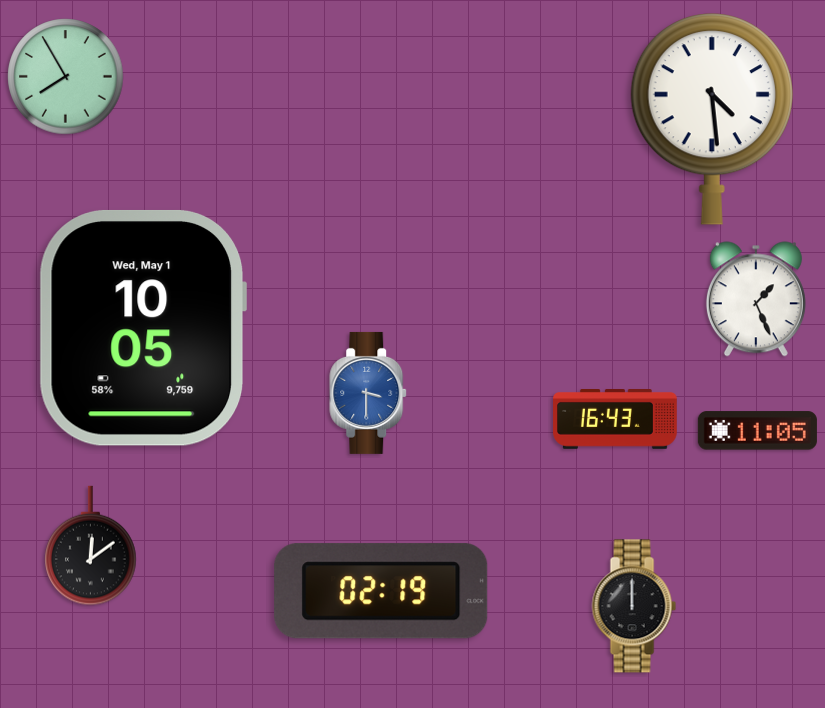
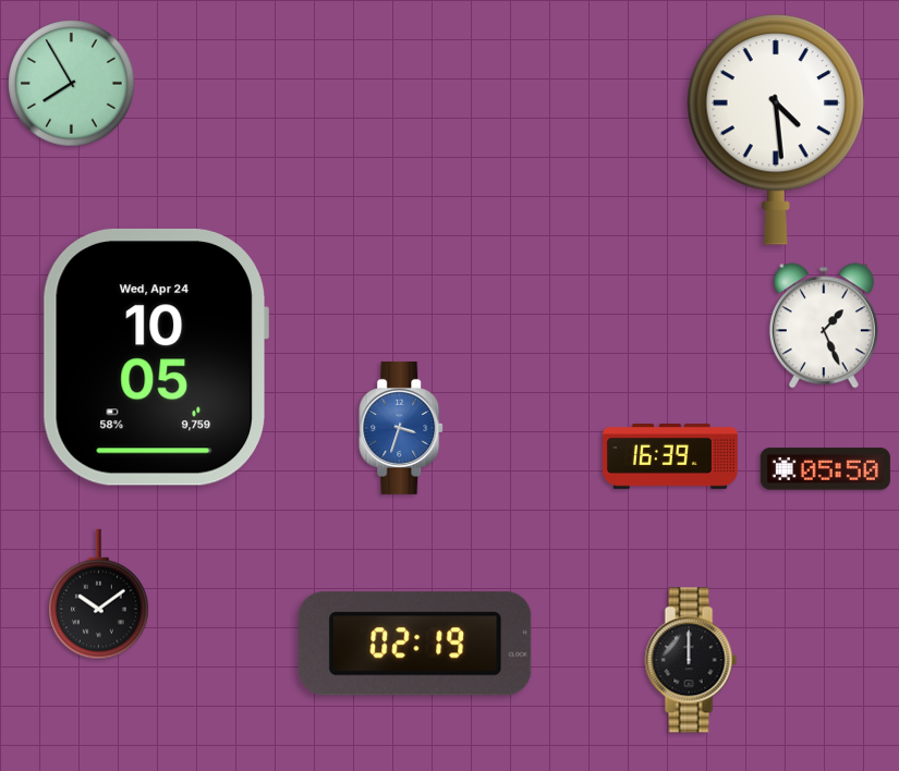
clock at (142, 328) date: Wed, May 1 -> Wed, Apr 24
clock at (369, 393): 3:30 -> 3:33
clock at (615, 420): 16:43 -> 16:39
clock at (757, 431): 11:05 -> 05:50
clock at (91, 546): 12:09 -> 10:09
